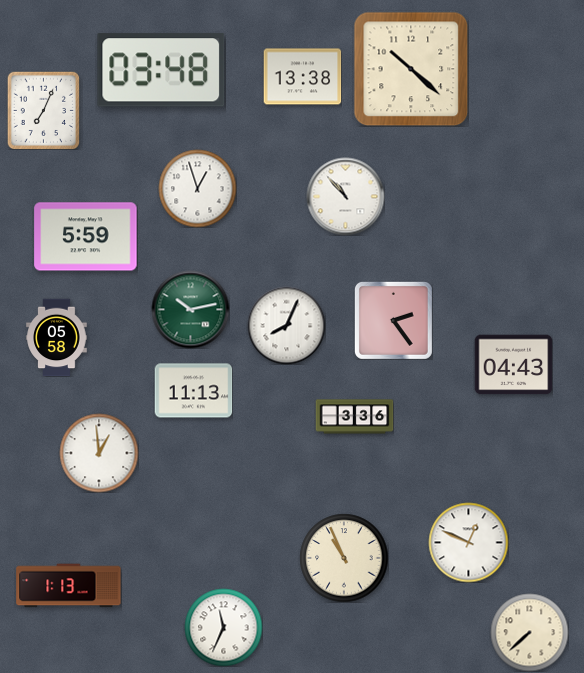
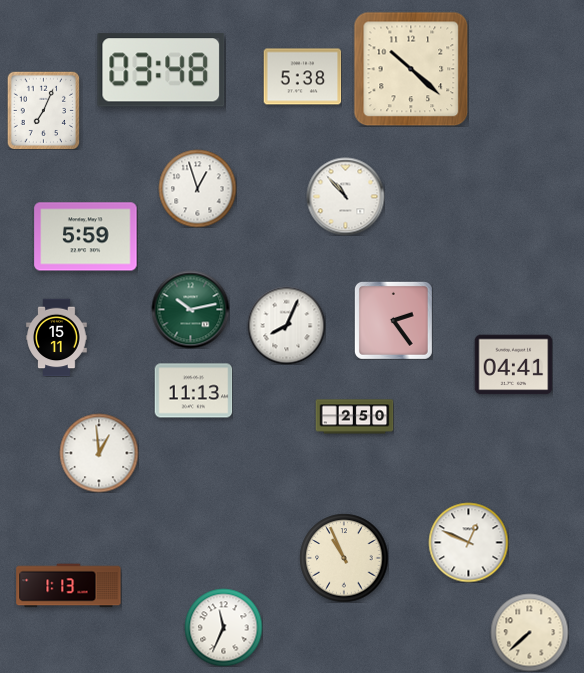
clock at (302, 77): 13:38 -> 5:38
clock at (57, 337): 05:58 -> 15:11
clock at (513, 365): 04:43 -> 04:41
clock at (354, 417): 3:36 -> 2:50
